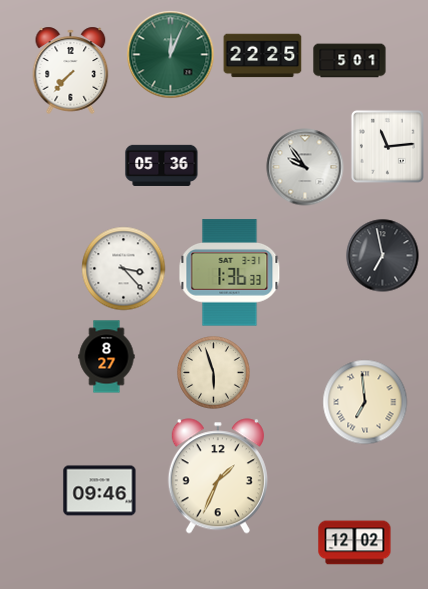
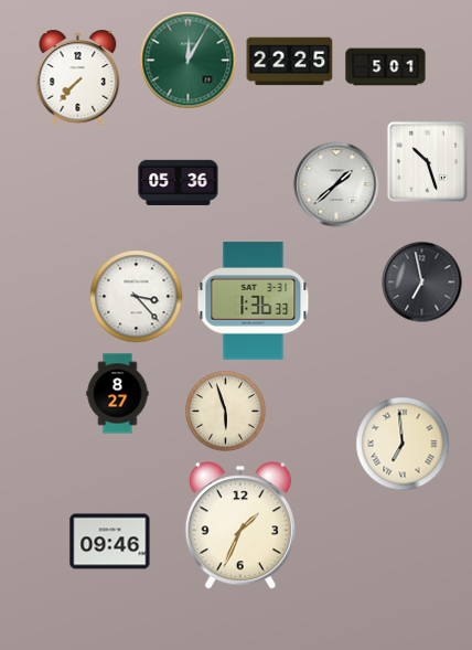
clock at (171, 55): 12:04 -> 12:05
clock at (387, 146): 11:14 -> 10:27
clock at (305, 167): 9:54 -> 1:38
clock at (214, 373) position: (214, 373) -> (226, 412)
clock at (355, 543): 12:02 -> none
